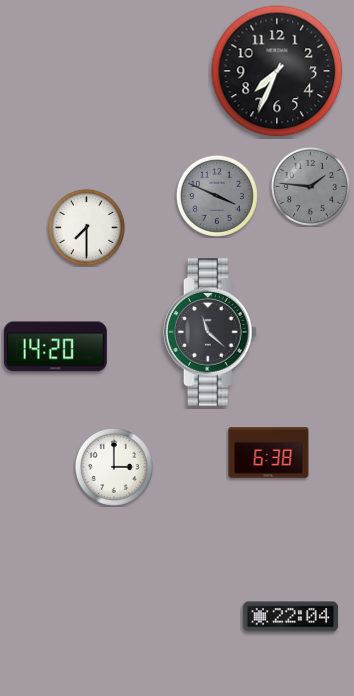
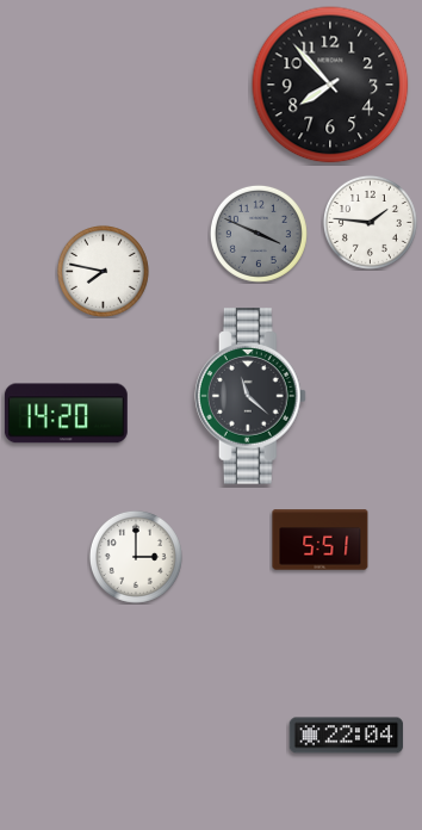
clock at (277, 71): 7:34 -> 7:53
clock at (310, 186) dial: grey -> white
clock at (86, 227): 7:30 -> 7:47
clock at (269, 453): 6:38 -> 5:51
